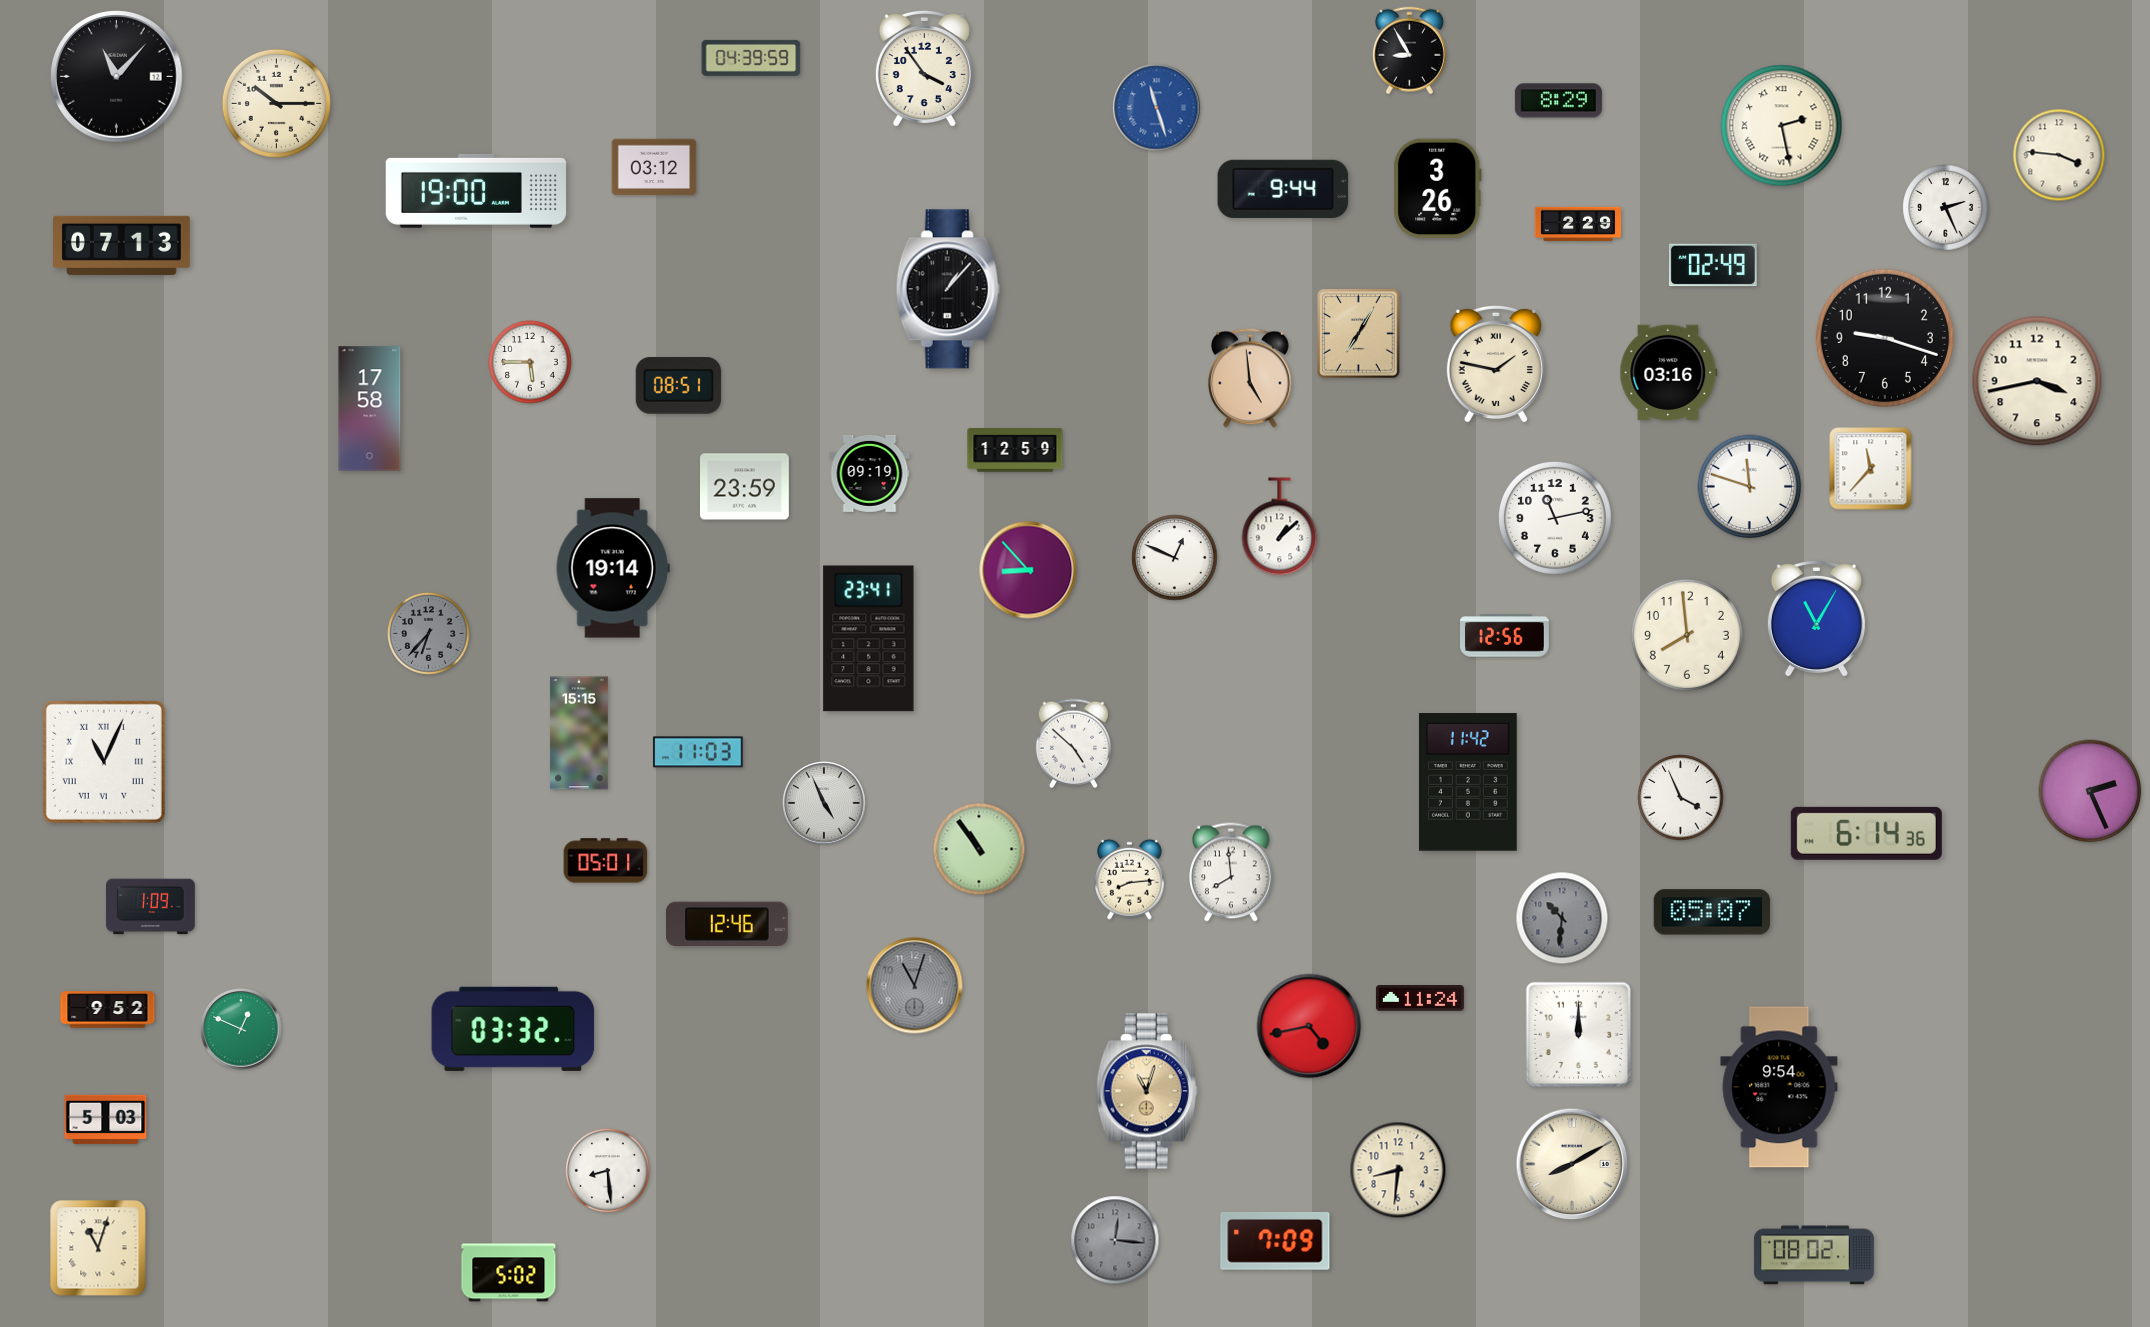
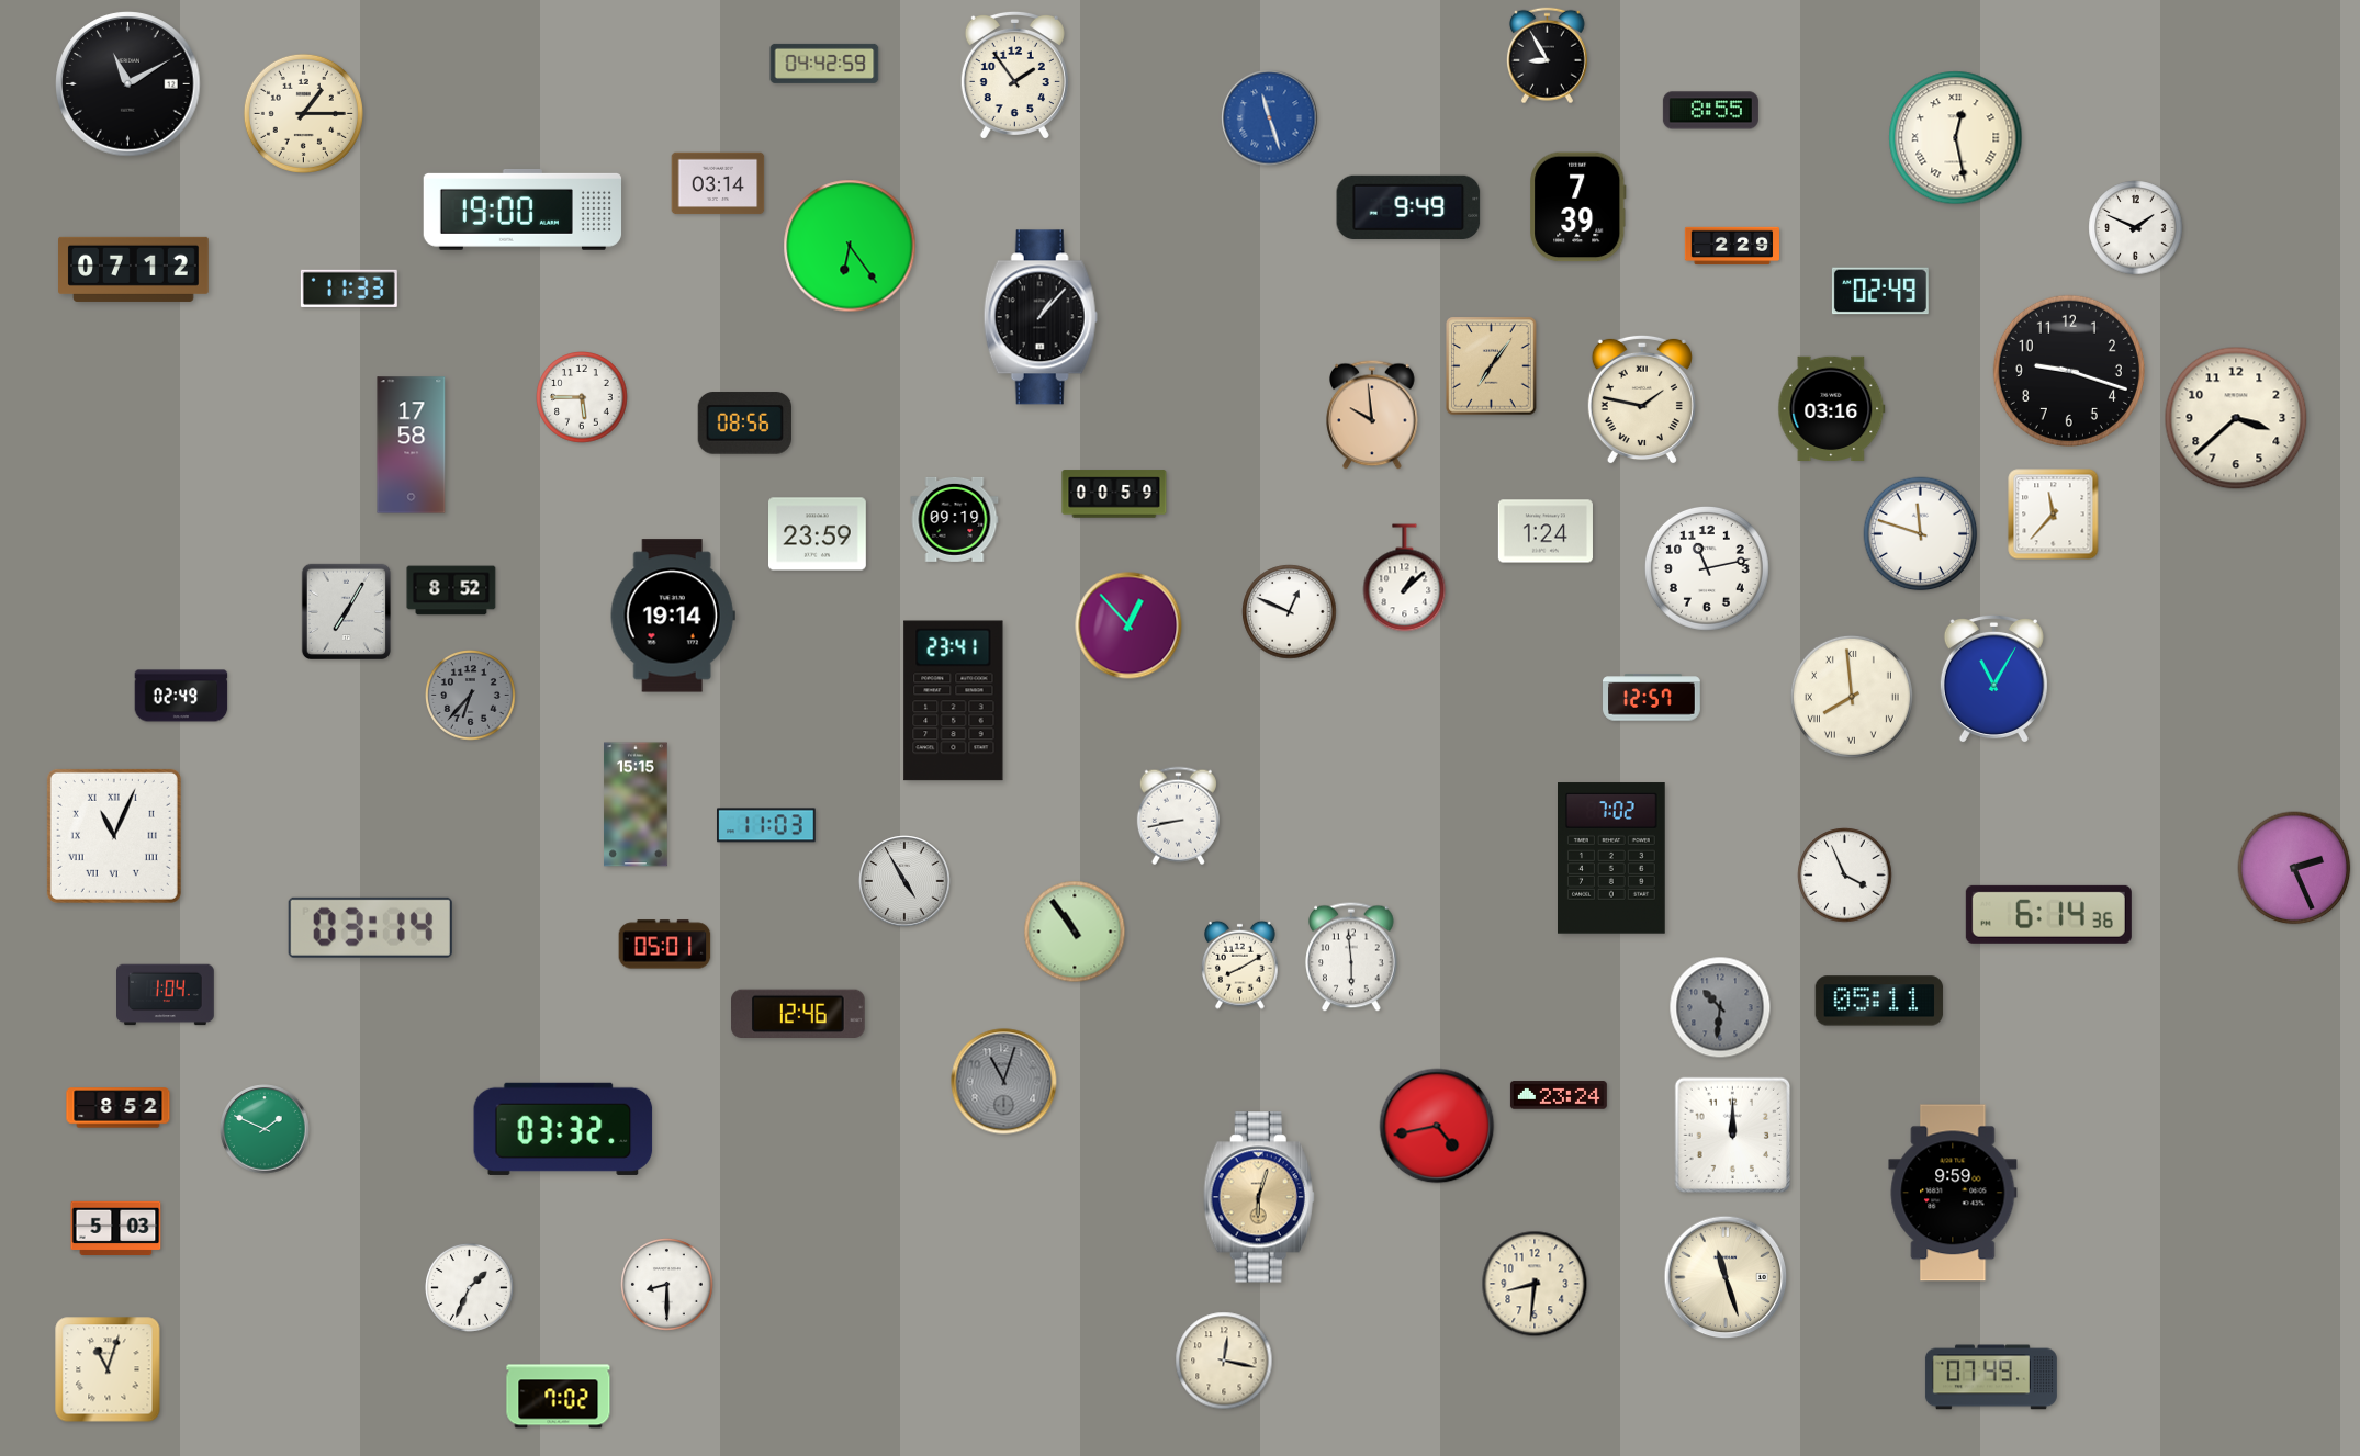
clock at (751, 58): 04:39 -> 04:42
clock at (924, 68): 3:54 -> 1:54
clock at (117, 77): 11:07 -> 11:10
clock at (1558, 101): 8:29 -> 8:55
clock at (276, 103): 10:15 -> 1:15
clock at (1782, 126): 2:28 -> 12:28
clock at (2059, 155): 3:46 -> none
clock at (654, 167): 03:12 -> 03:14
clock at (1283, 189): 9:44 -> 9:49
clock at (1438, 189): 3:26 -> 7:39
clock at (1946, 208): 2:26 -> 1:49
clock at (850, 246): none -> 6:24
clock at (122, 245): 07:13 -> 07:12
clock at (349, 289): none -> 11:33
clock at (1359, 334): 7:05 -> 7:06
clock at (1250, 378): 4:59 -> 9:59
clock at (2037, 381): 3:43 -> 3:38
clock at (678, 386): 08:51 -> 08:56
clock at (370, 409) position: (370, 409) -> (412, 445)
clock at (1015, 450): 12:59 -> 00:59
clock at (1546, 531): none -> 1:24
clock at (451, 590): none -> 8:52
clock at (346, 611): none -> 7:05
clock at (613, 568) position: (613, 568) -> (673, 616)
clock at (1028, 570): 8:53 -> 12:53
clock at (181, 696): none -> 02:49
clock at (1687, 635) numerals: Arabic -> Roman
clock at (1505, 636): 12:56 -> 12:57
clock at (1073, 744): 4:52 -> 8:43
clock at (1469, 782): 11:42 -> 7:02
clock at (824, 803): 4:56 -> 4:55
clock at (370, 927): none -> 03:14
clock at (1231, 872): 7:59 -> 5:59
clock at (1130, 879): 8:14 -> 8:10
clock at (151, 907): 1:09 -> 1:04
clock at (1712, 912): 05:07 -> 05:11
clock at (1562, 918) position: (1562, 918) -> (1720, 1007)
clock at (1420, 998): 11:24 -> 23:24
clock at (108, 1010): 9:52 -> 8:52
clock at (241, 1029): 12:49 -> 1:49
clock at (1779, 1087): 9:54 -> 9:59
clock at (1147, 1091): 11:03 -> 6:03
clock at (1572, 1164): 8:10 -> 11:27
clock at (608, 1171): 8:29 -> 8:30
clock at (469, 1287): none -> 1:34
clock at (1115, 1240): 12:16 -> 12:17
clock at (1115, 1240) dial: grey -> cream
clock at (1275, 1241): 7:09 -> none
clock at (1814, 1255): 08:02 -> 07:49
clock at (509, 1273): 5:02 -> 7:02
